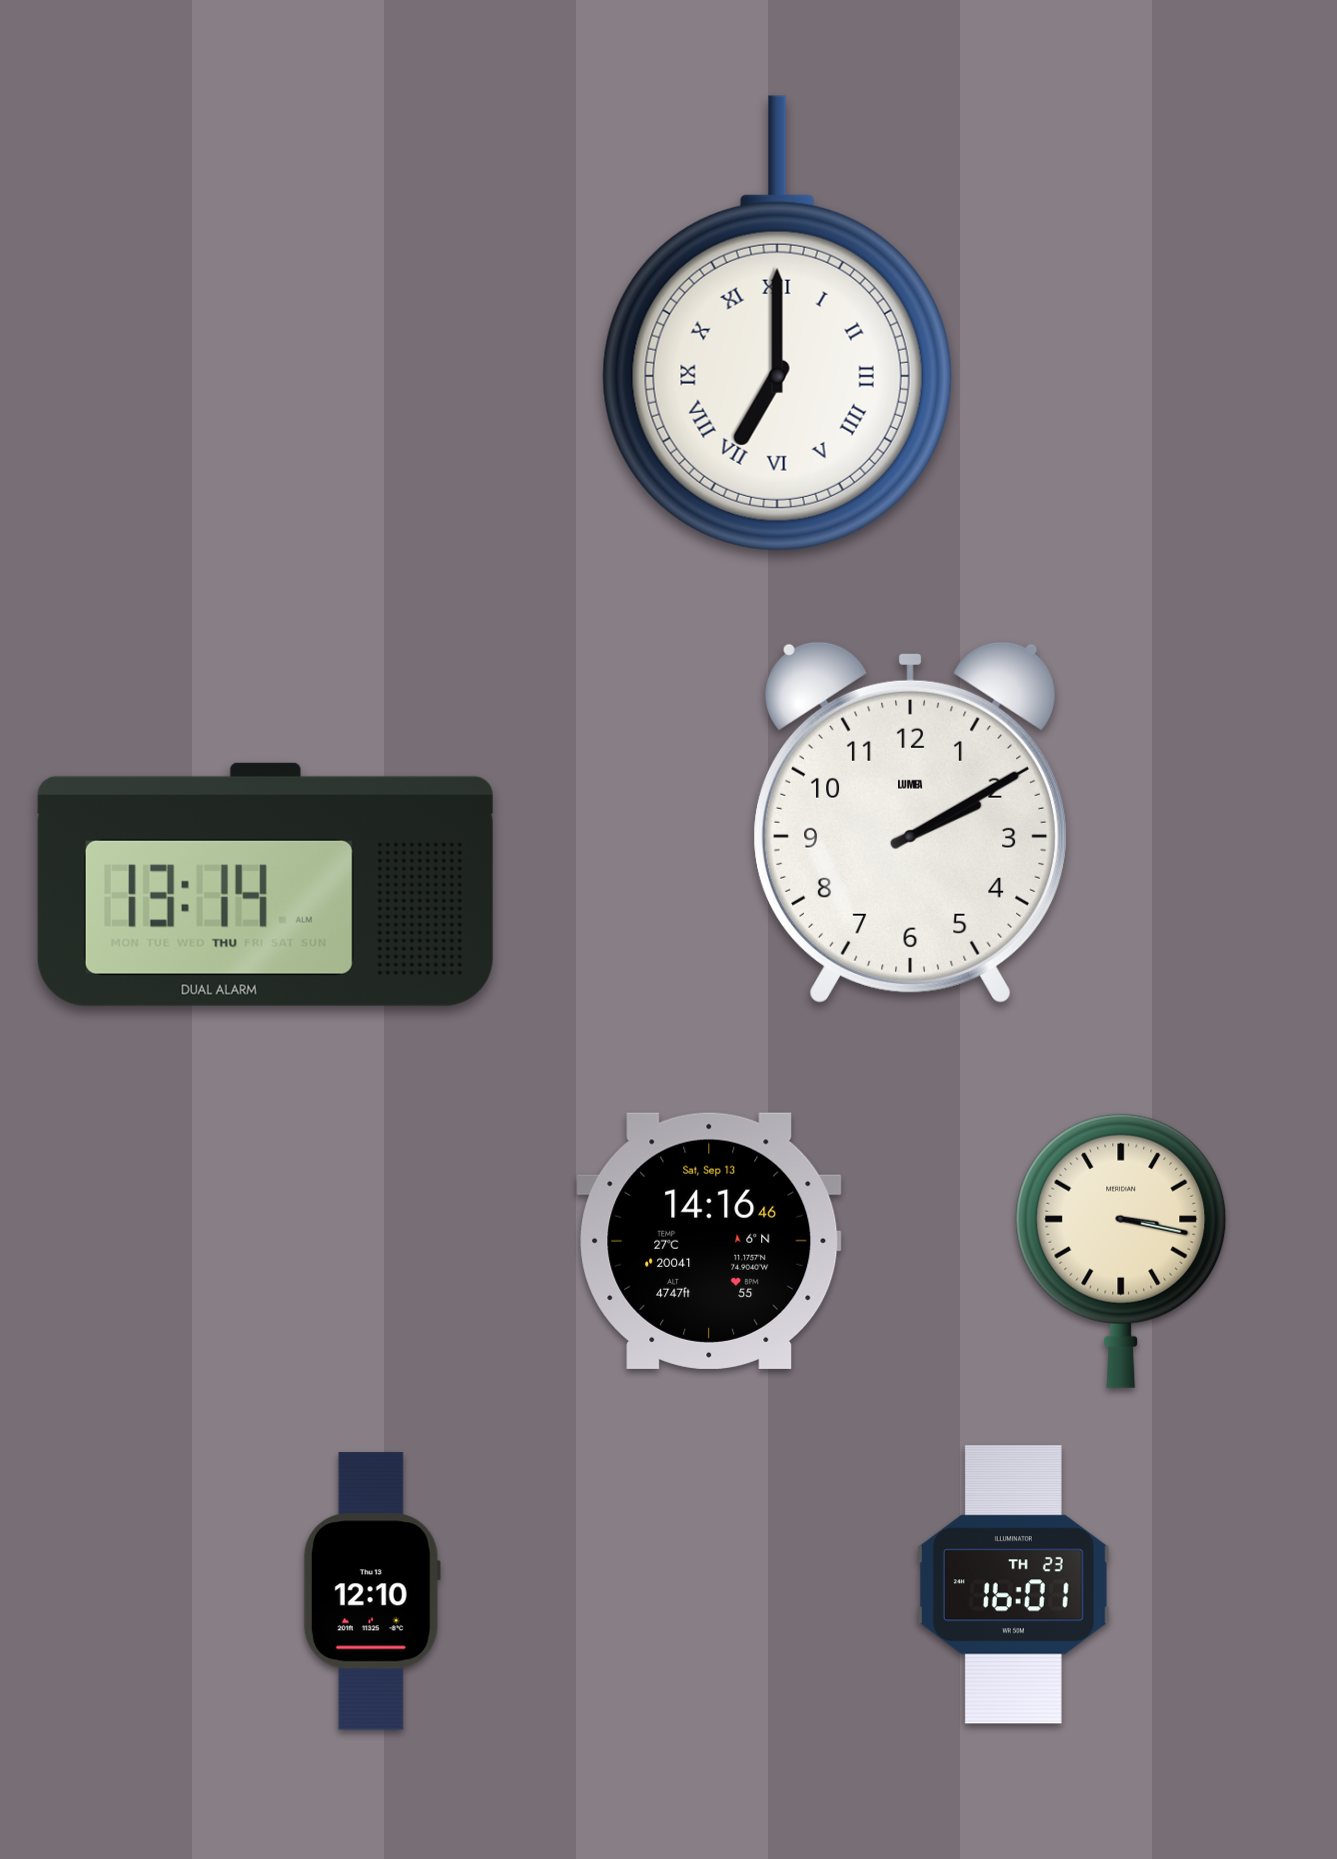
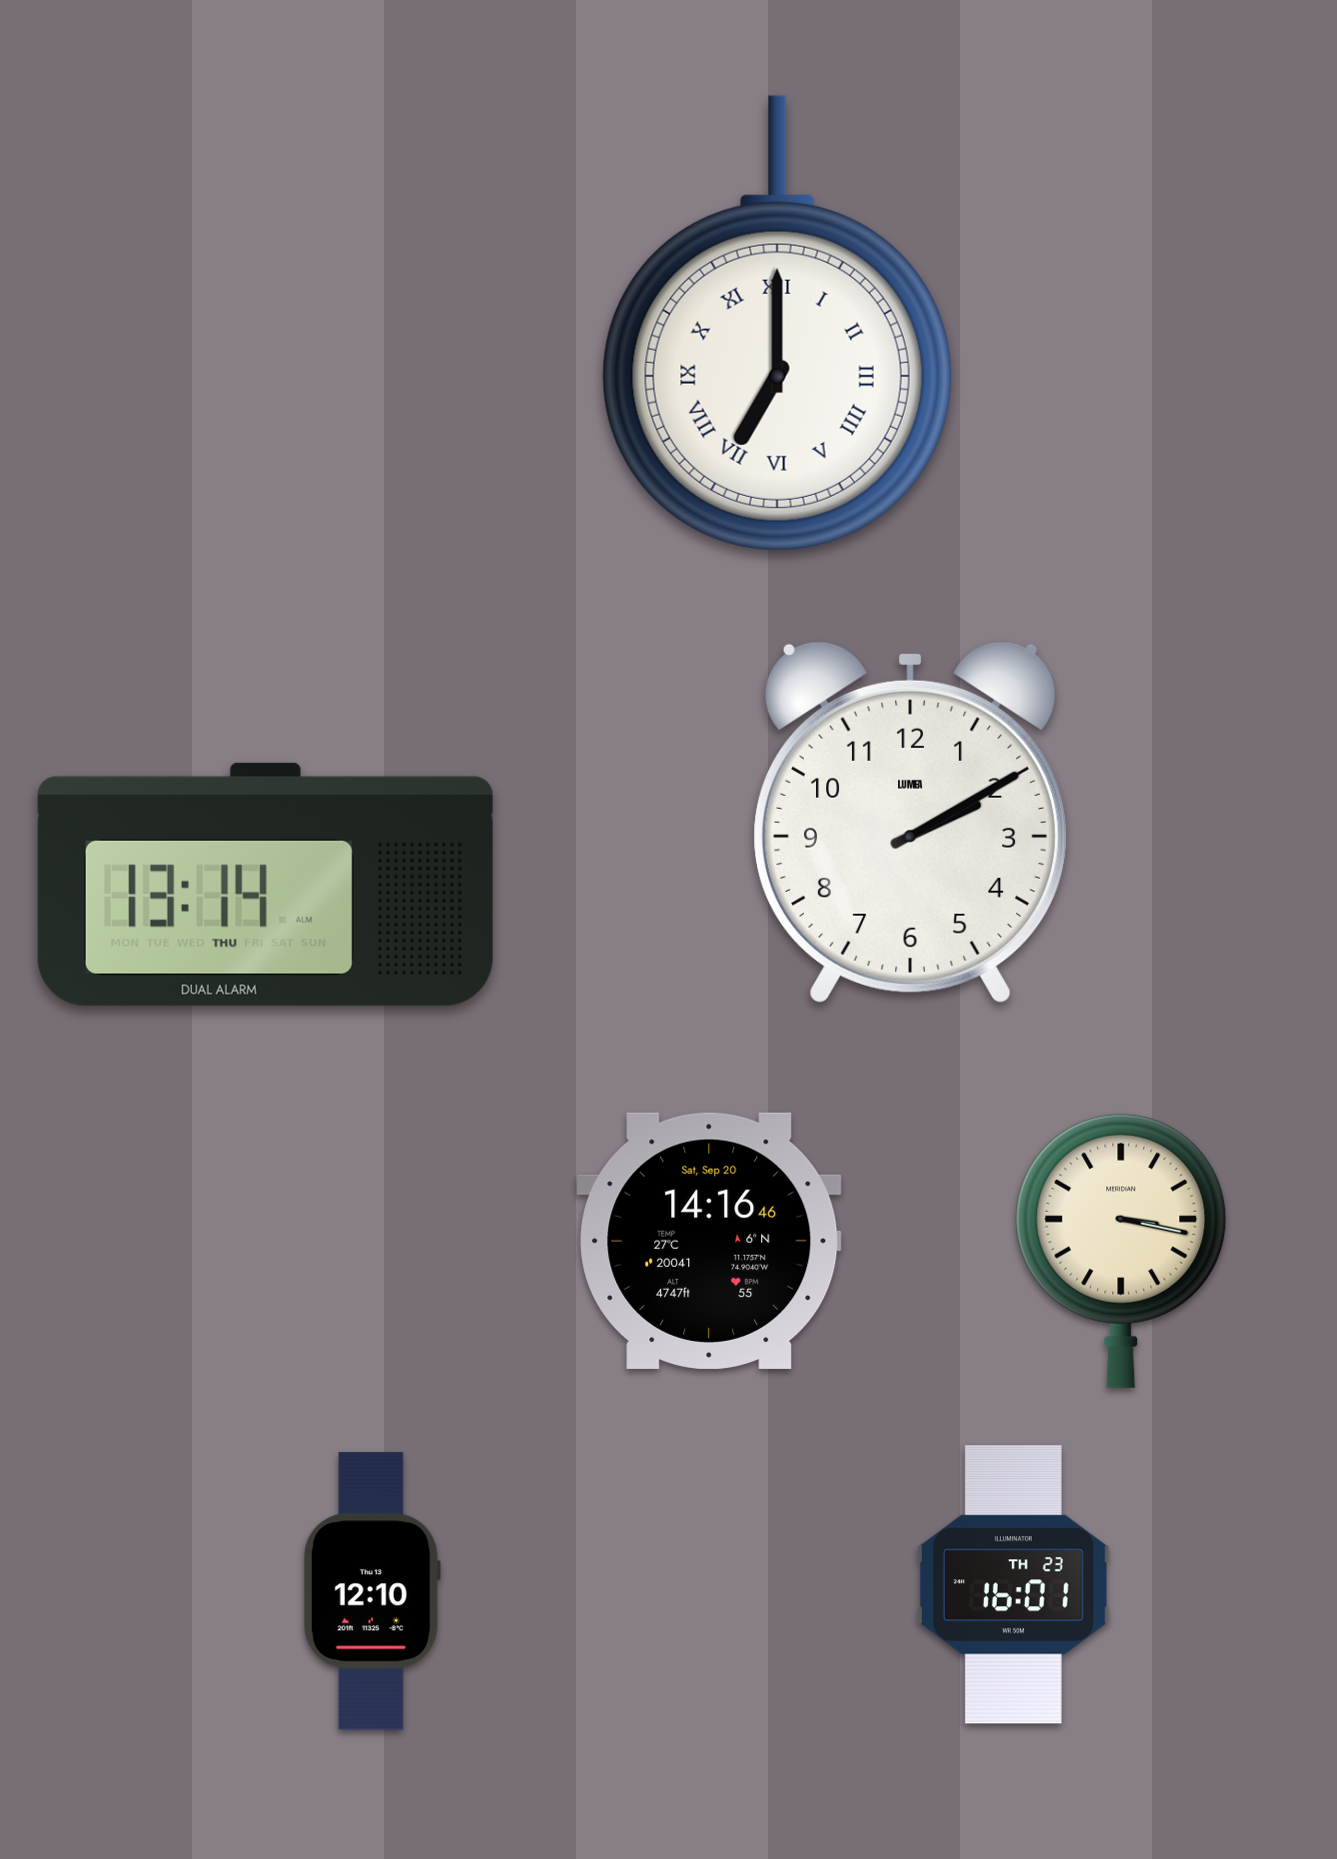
clock at (709, 1241) date: Sat, Sep 13 -> Sat, Sep 20
